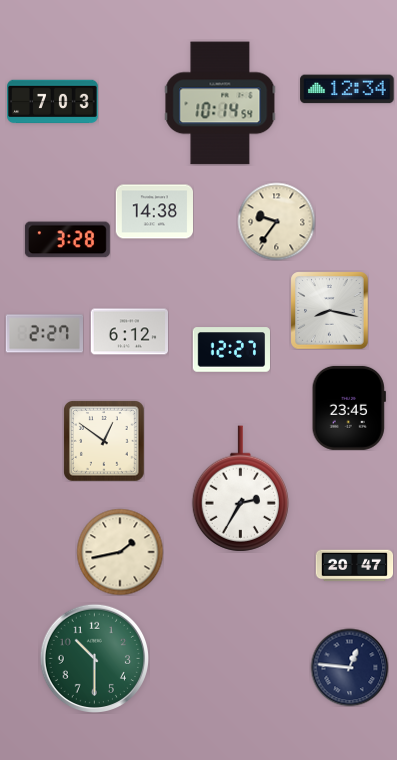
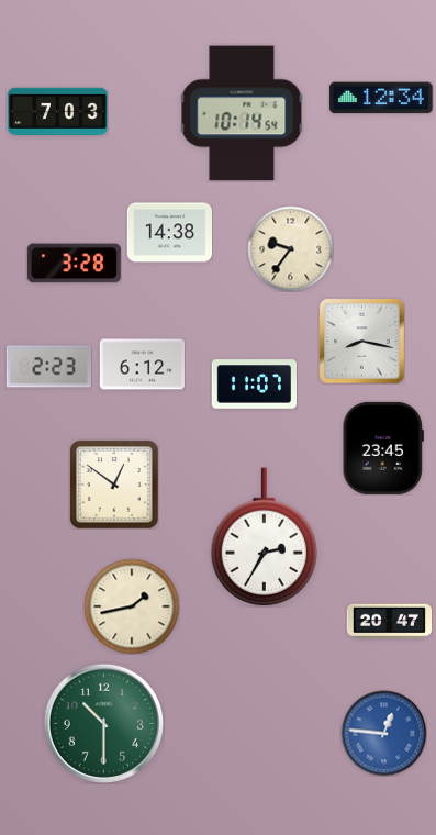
clock at (276, 221) position: (276, 221) -> (290, 248)
clock at (44, 334): 2:27 -> 2:23
clock at (231, 350): 12:27 -> 11:07
clock at (349, 667) dial: navy -> blue
